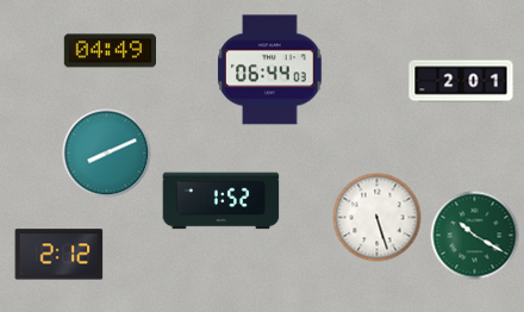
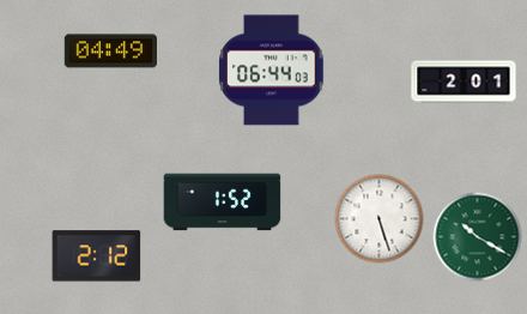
clock at (107, 154): 8:11 -> none
clock at (60, 255) position: (60, 255) -> (97, 256)
